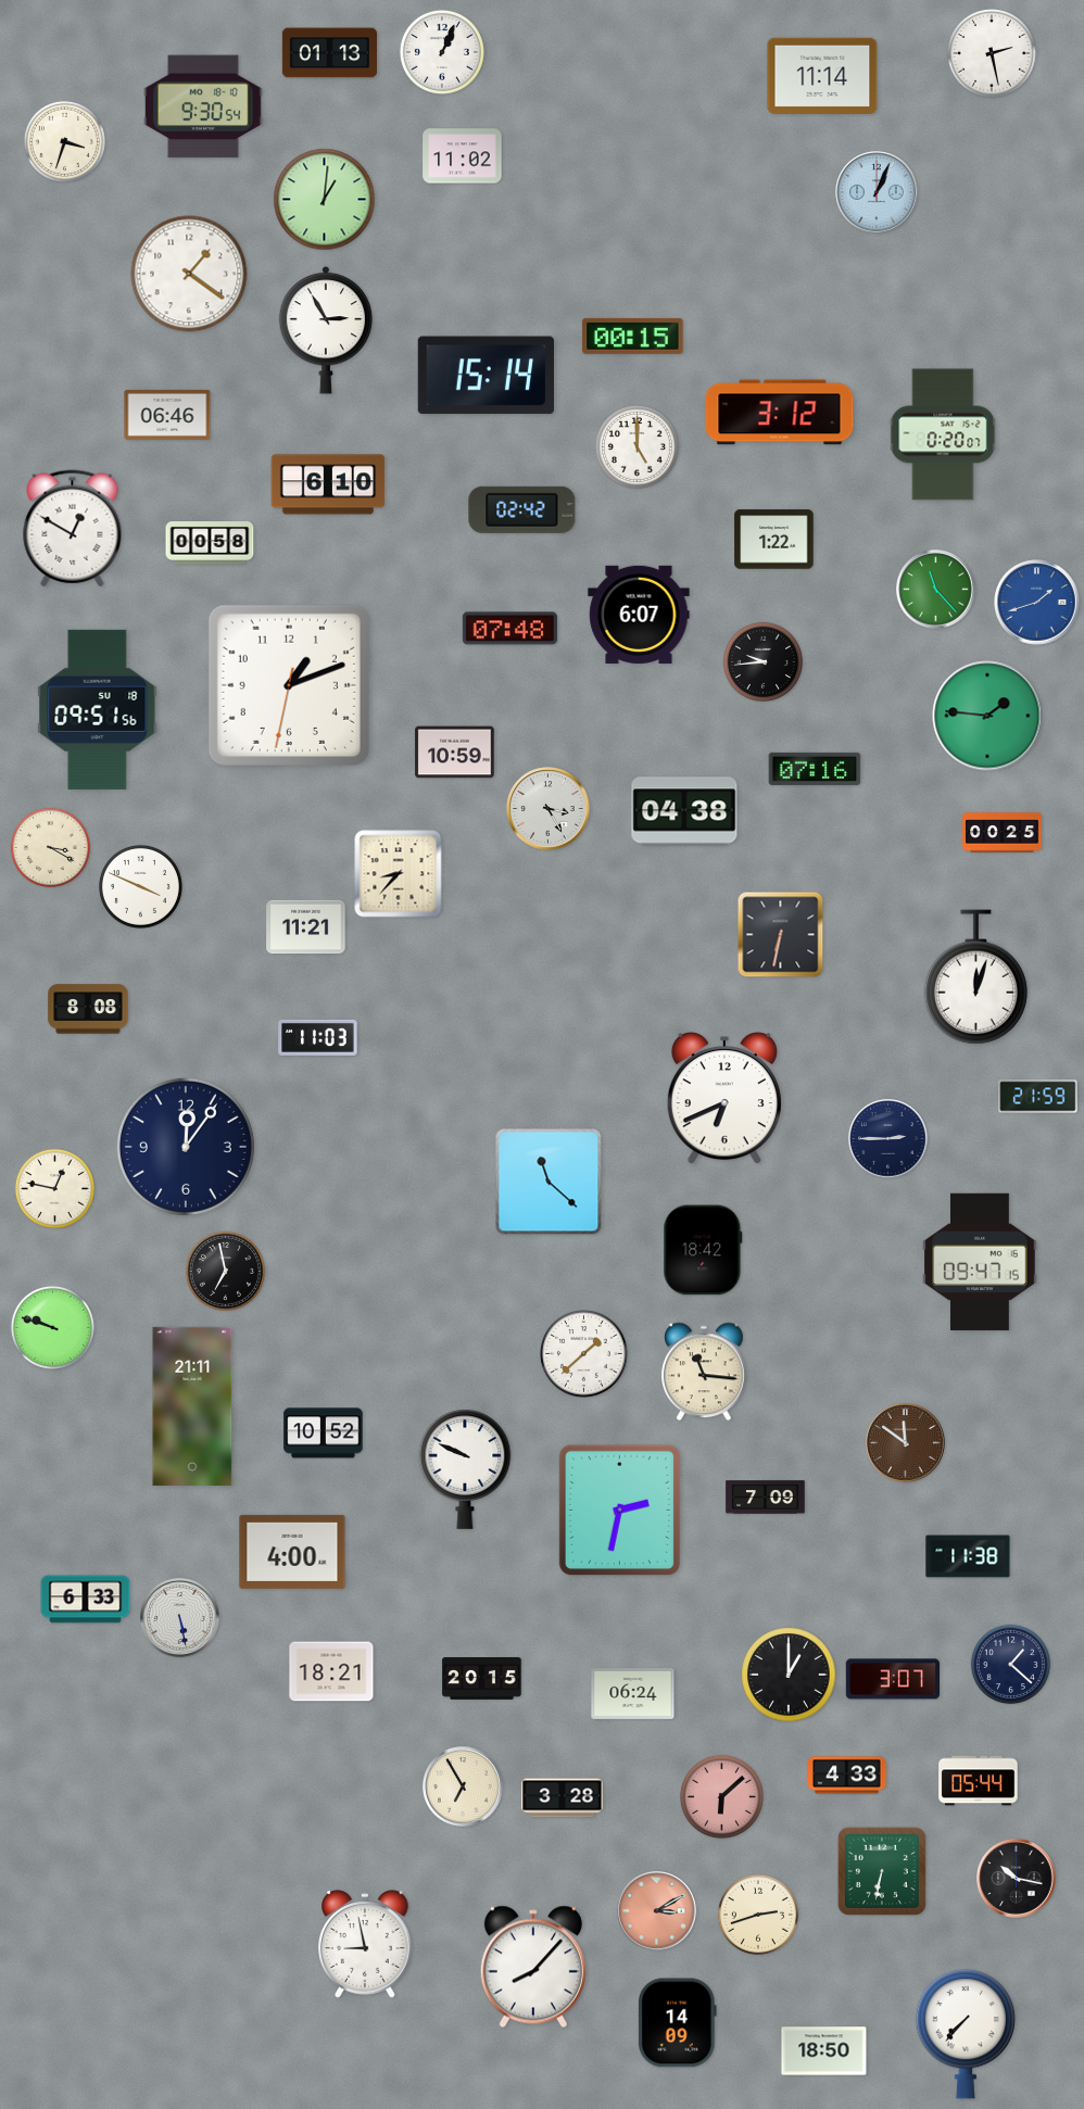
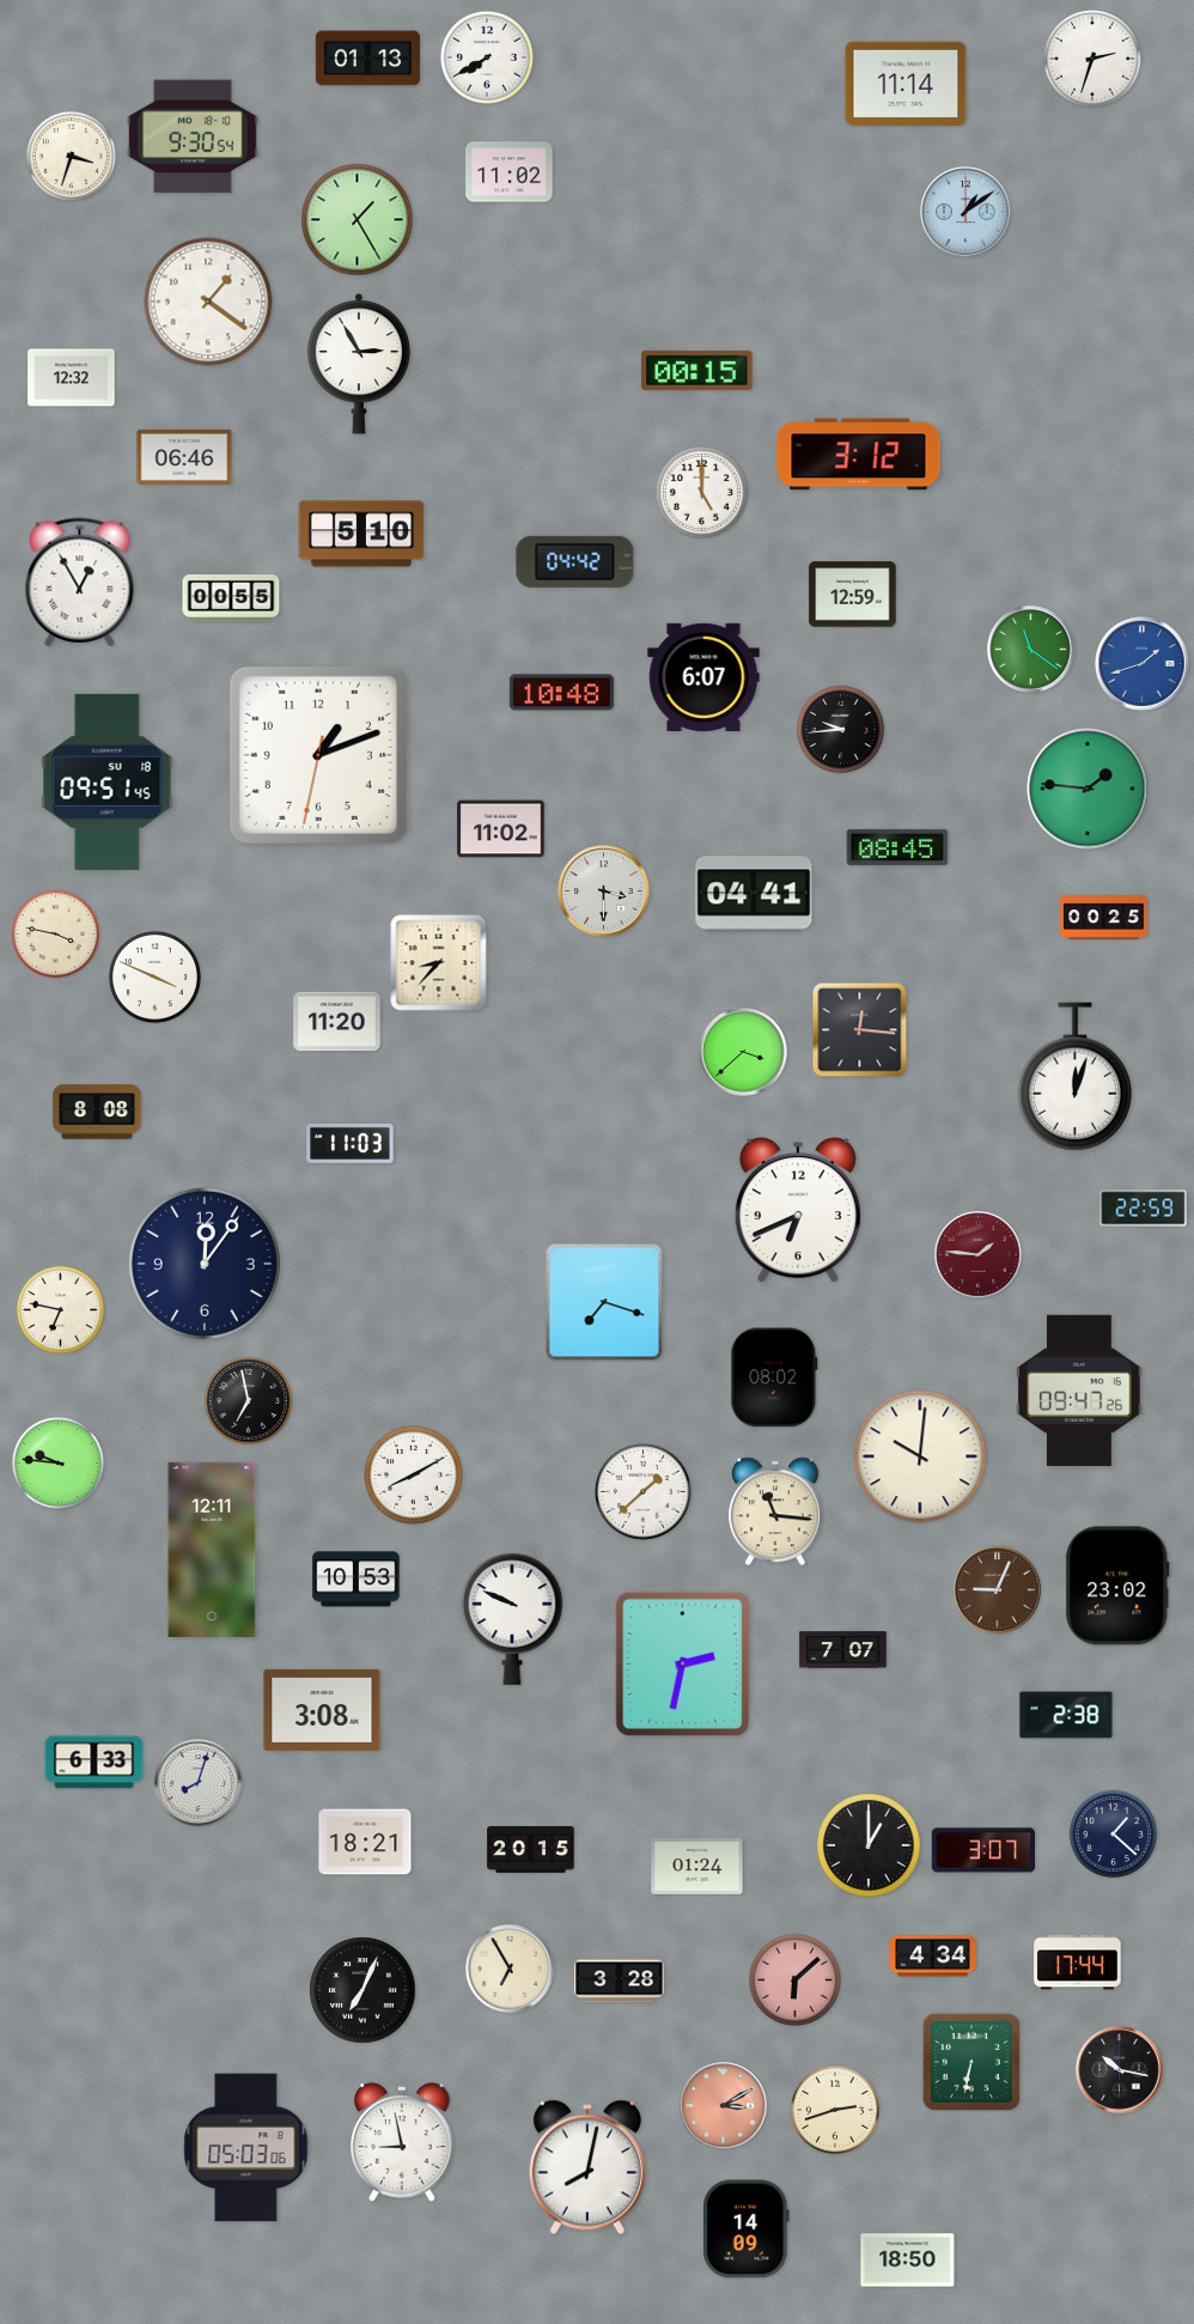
clock at (442, 52): 1:04 -> 7:40
clock at (329, 53) position: (329, 53) -> (367, 59)
clock at (993, 54): 2:28 -> 2:33
clock at (203, 106) position: (203, 106) -> (193, 136)
clock at (877, 192): 1:04 -> 1:09
clock at (325, 200): 1:01 -> 1:25
clock at (72, 378): none -> 12:32
clock at (486, 376): 15:14 -> none
clock at (943, 434): 0:20 -> none
clock at (328, 484): 6:10 -> 5:10
clock at (522, 509): 02:42 -> 04:42
clock at (73, 529): 12:50 -> 12:55
clock at (774, 540): 1:22 -> 12:59
clock at (210, 544): 00:58 -> 00:55
clock at (936, 590): 11:23 -> 11:21
clock at (509, 629): 07:48 -> 10:48
clock at (98, 709): 09:51:56 -> 09:51:45
clock at (455, 753): 10:59 -> 11:02
clock at (815, 769): 07:16 -> 08:45
clock at (549, 809): 3:25 -> 3:30
clock at (684, 811): 04:38 -> 04:41
clock at (50, 847): 3:20 -> 3:47
clock at (306, 927): 11:21 -> 11:20
clock at (781, 935): 6:32 -> 12:16
clock at (743, 1052): none -> 3:38
clock at (1038, 1097): 21:59 -> 22:59
clock at (888, 1139): 2:45 -> 1:46
clock at (888, 1139) dial: navy -> burgundy
clock at (549, 1182): 11:22 -> 7:18
clock at (54, 1188): 12:47 -> 6:47
clock at (703, 1250): 18:42 -> 08:02
clock at (980, 1262): 09:47:15 -> 09:47:26
clock at (920, 1456): none -> 10:01
clock at (52, 1327): 9:48 -> 9:46
clock at (414, 1476): none -> 8:10
clock at (192, 1406): 21:11 -> 12:11
clock at (324, 1434): 10:52 -> 10:53
clock at (1117, 1586): none -> 23:02
clock at (906, 1443): 11:51 -> 9:04
clock at (766, 1498): 7:09 -> 7:07
clock at (292, 1552): 4:00 -> 3:08
clock at (968, 1556): 11:38 -> 2:38
clock at (180, 1618): 5:28 -> 8:03
clock at (633, 1693): 06:24 -> 01:24
clock at (847, 1776): 4:33 -> 4:34
clock at (979, 1781): 05:44 -> 17:44
clock at (363, 1990): none -> 7:04
clock at (246, 2148): none -> 05:03
clock at (533, 1967): 8:07 -> 8:02
clock at (965, 2034): 7:37 -> none
